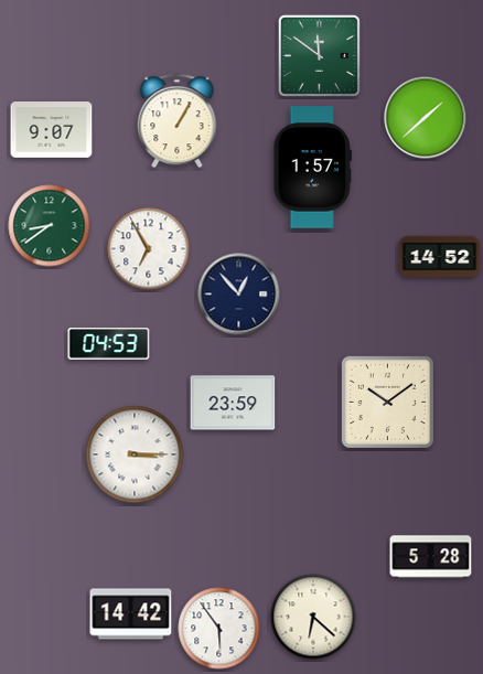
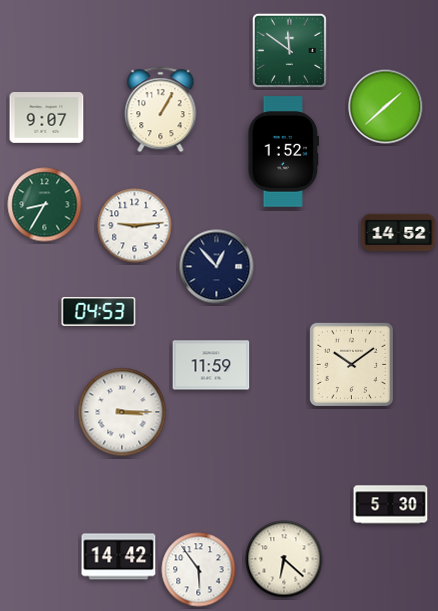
clock at (312, 168): 1:57 -> 1:52
clock at (50, 226): 8:39 -> 8:35
clock at (149, 249): 6:55 -> 9:14
clock at (233, 403): 23:59 -> 11:59
clock at (431, 557): 5:28 -> 5:30
